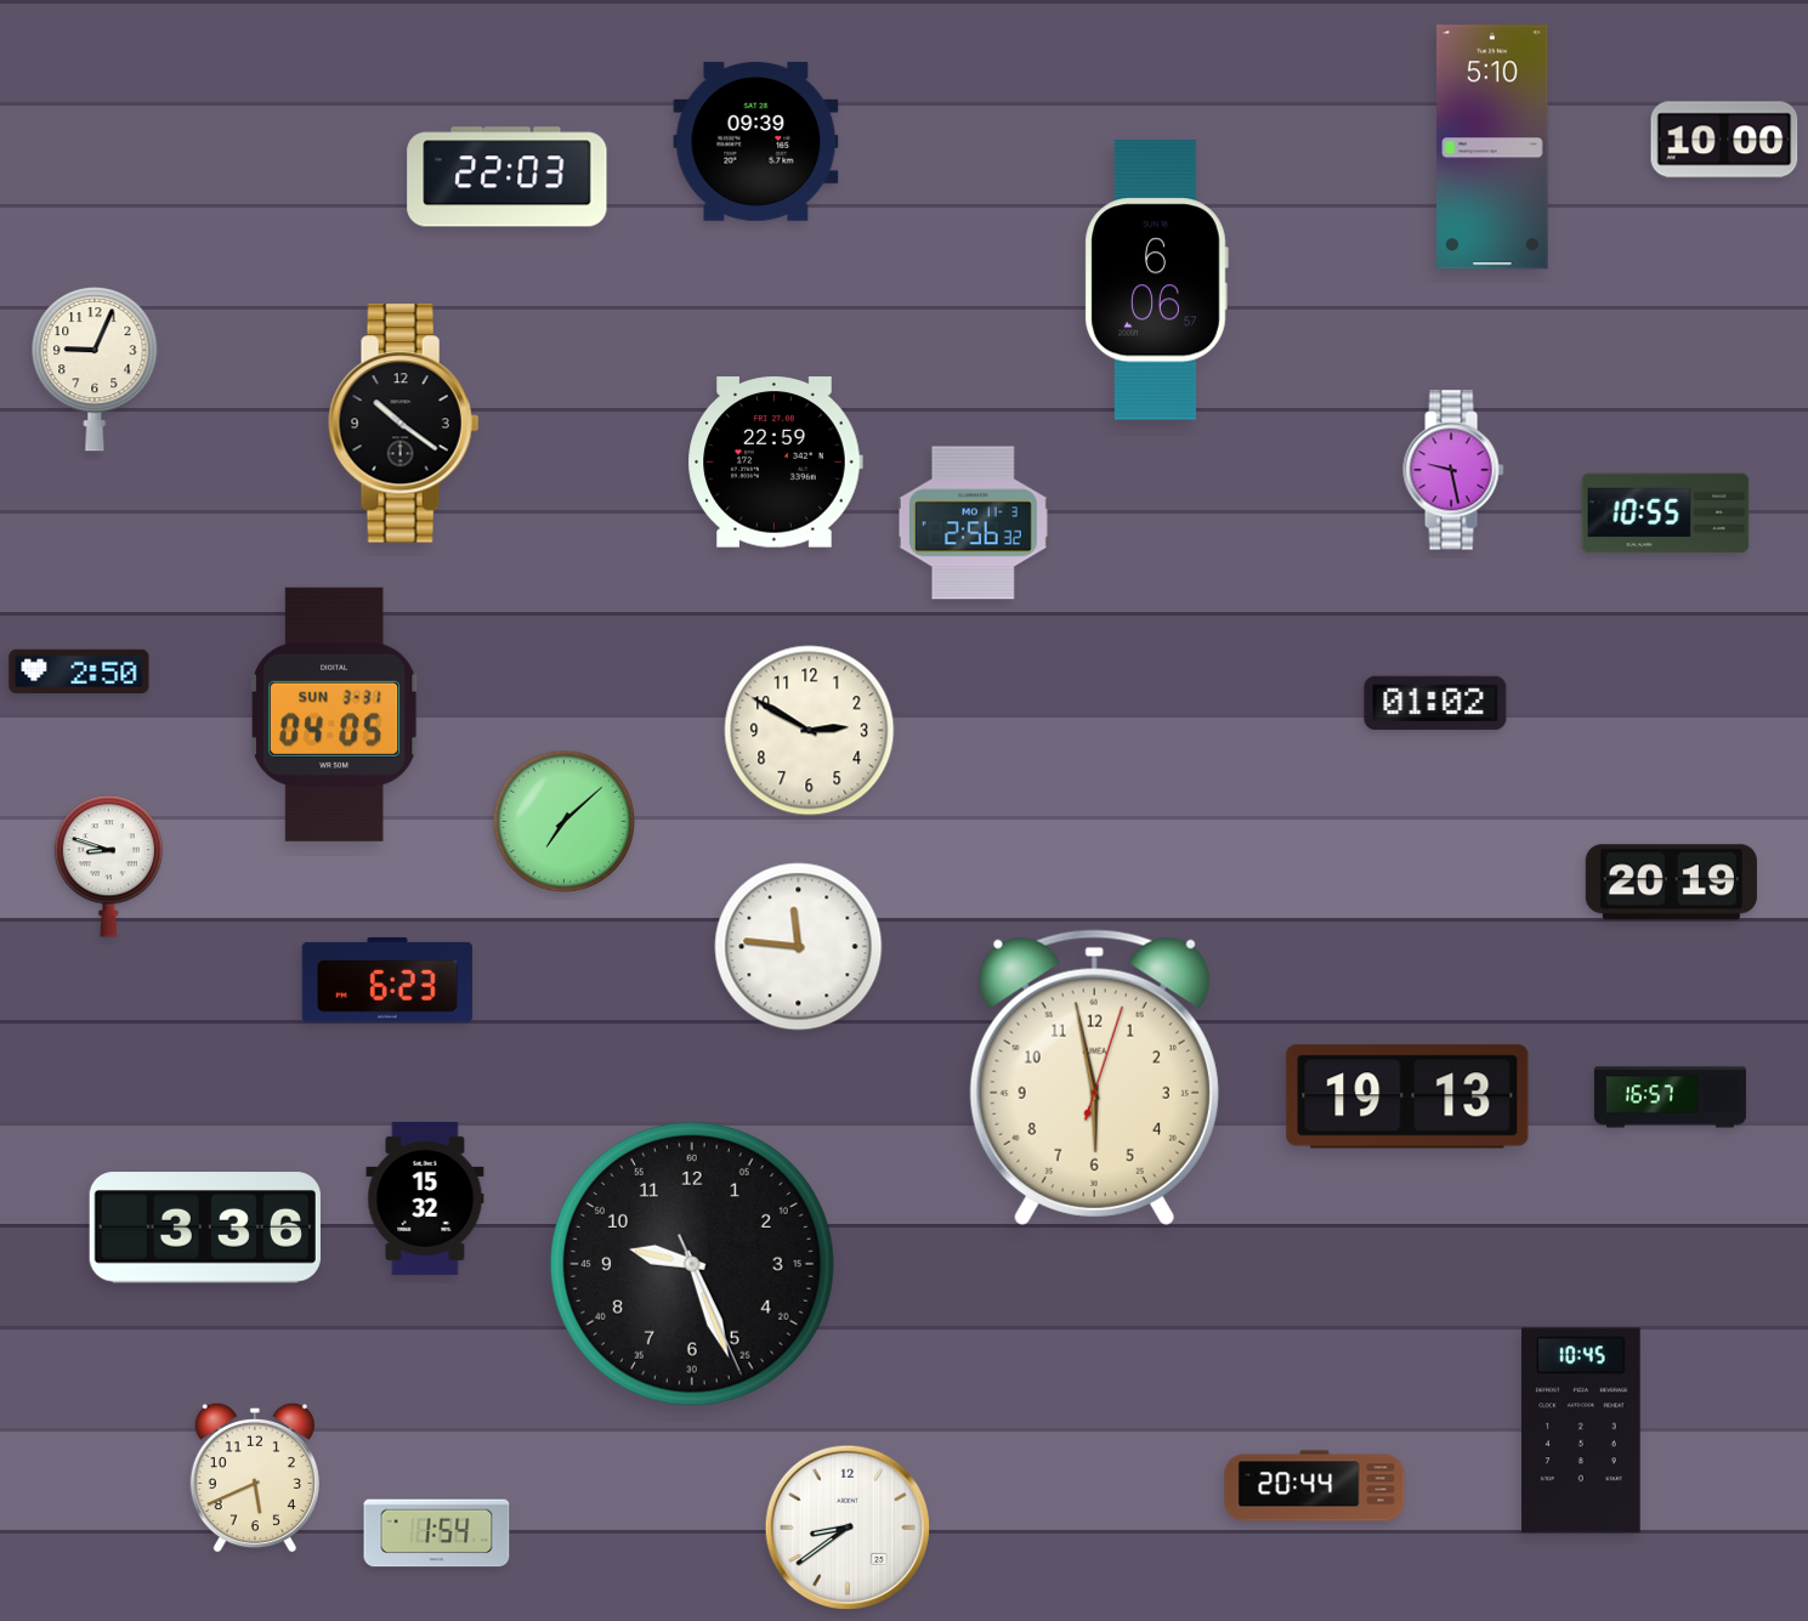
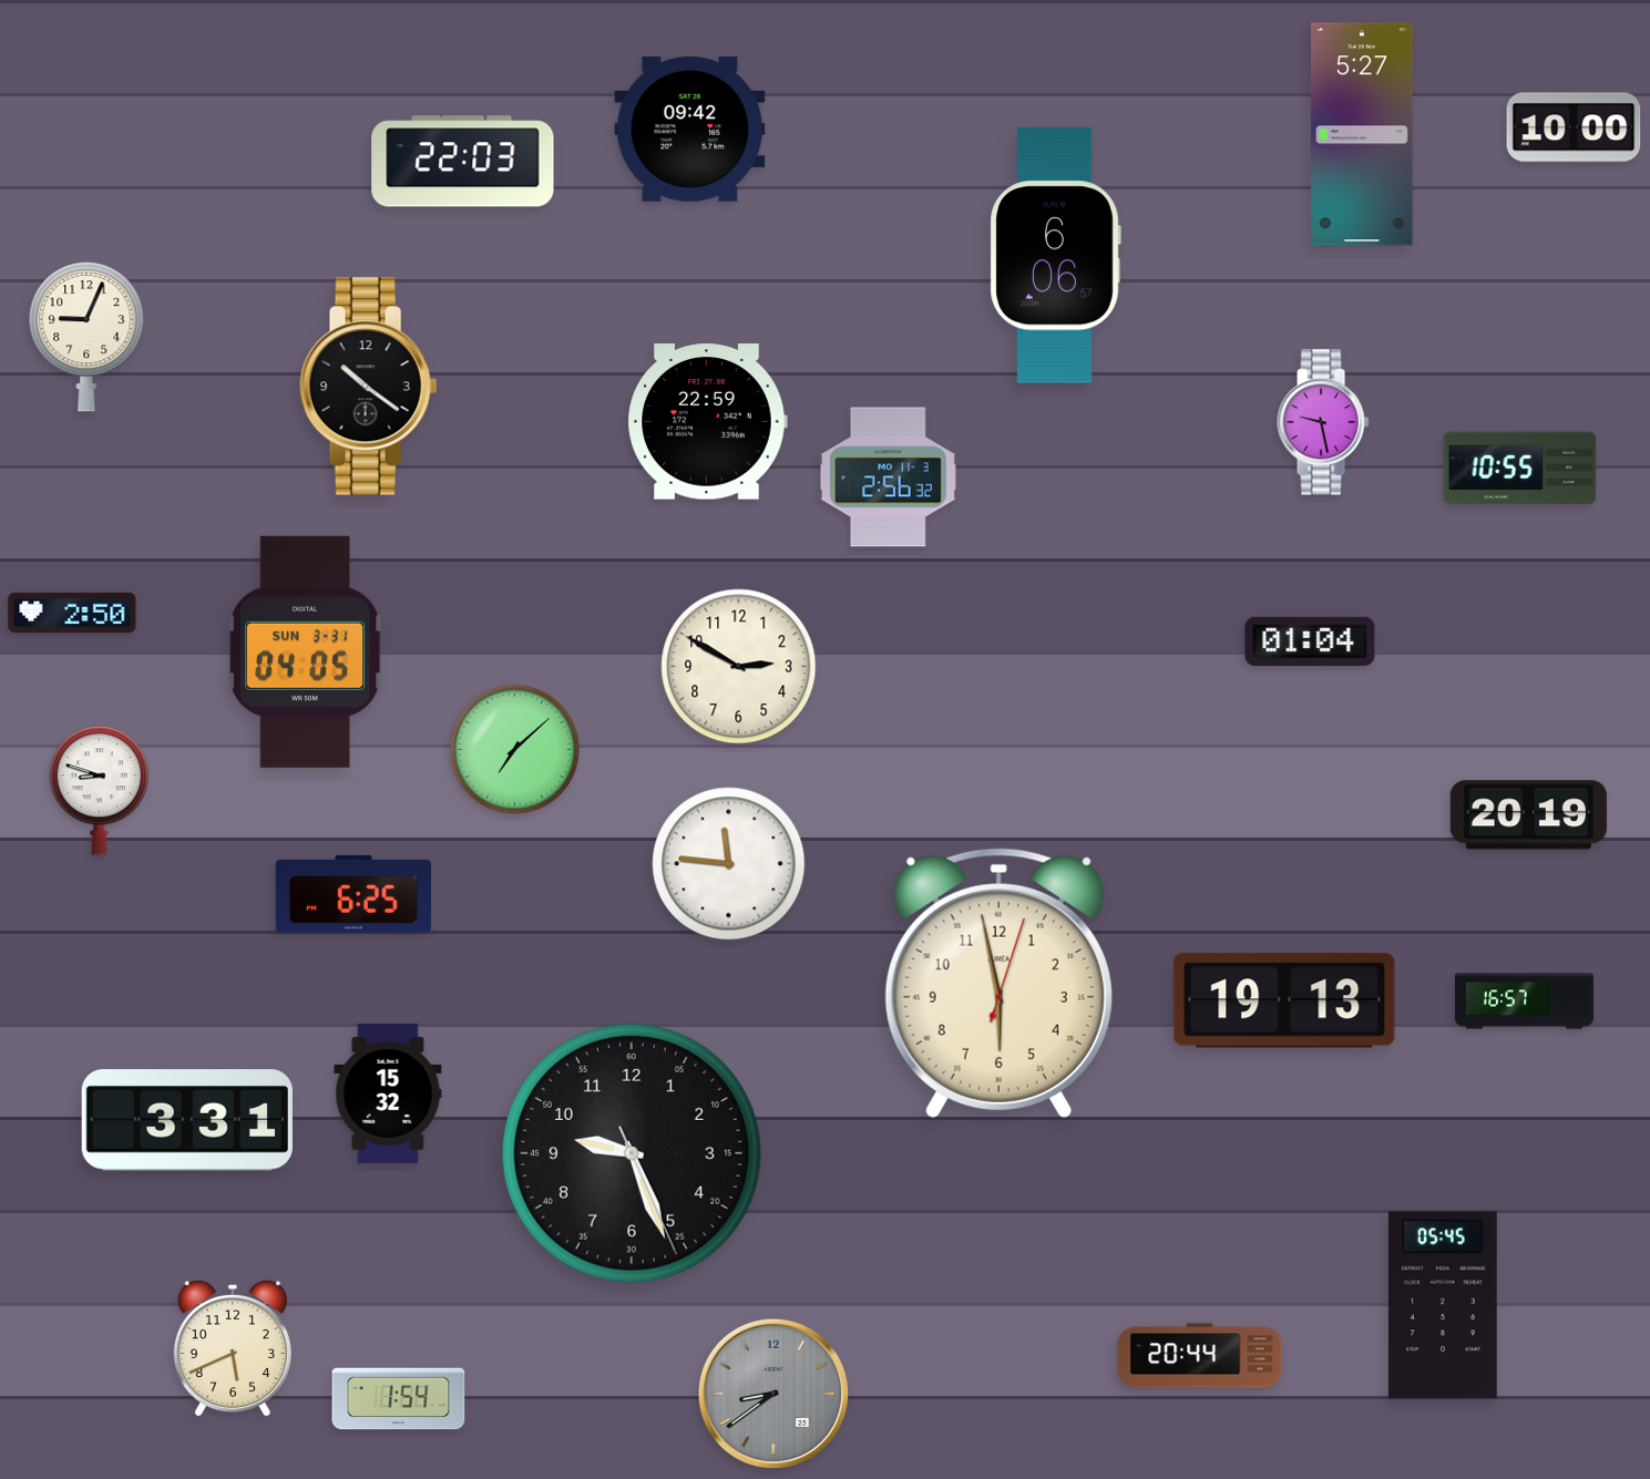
clock at (756, 141): 09:39 -> 09:42
clock at (1492, 147): 5:10 -> 5:27
clock at (1453, 470) position: (1453, 470) -> (1323, 422)
clock at (1435, 703): 01:02 -> 01:04
clock at (1671, 883) position: (1671, 883) -> (1528, 815)
clock at (387, 980): 6:23 -> 6:25
clock at (205, 1228): 3:36 -> 3:31
clock at (1581, 1430): 10:45 -> 05:45
clock at (846, 1526) dial: white -> grey
